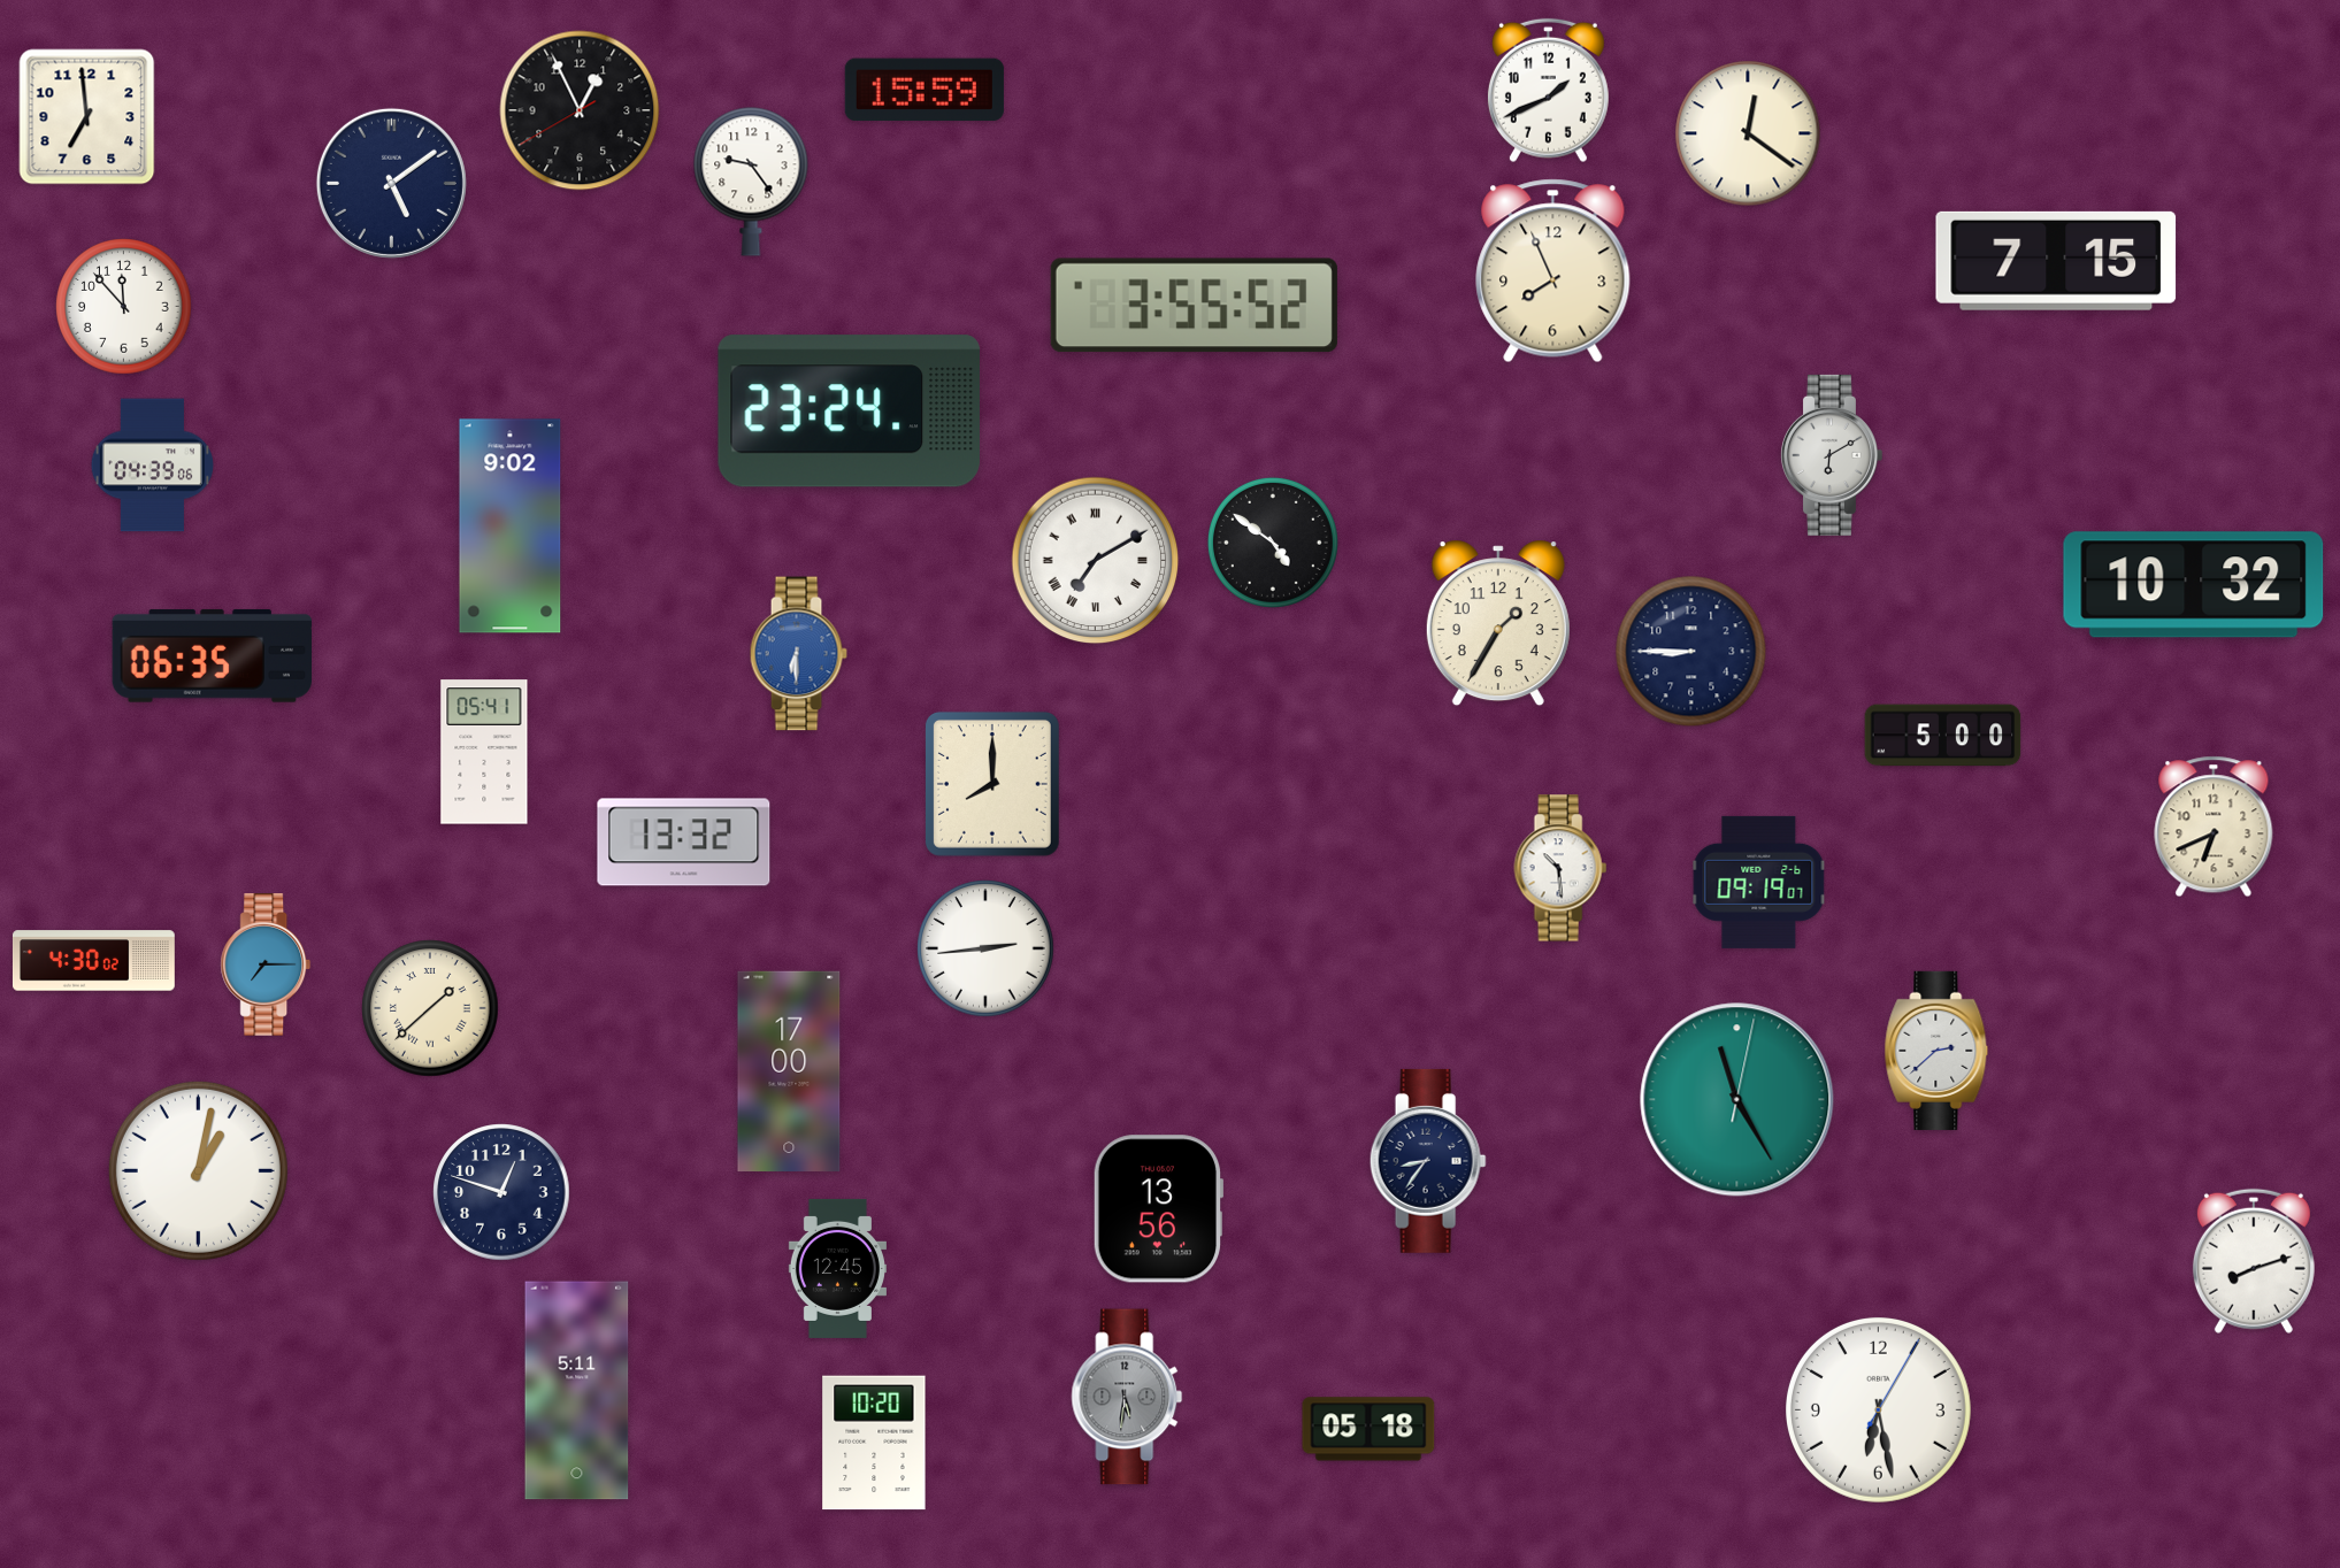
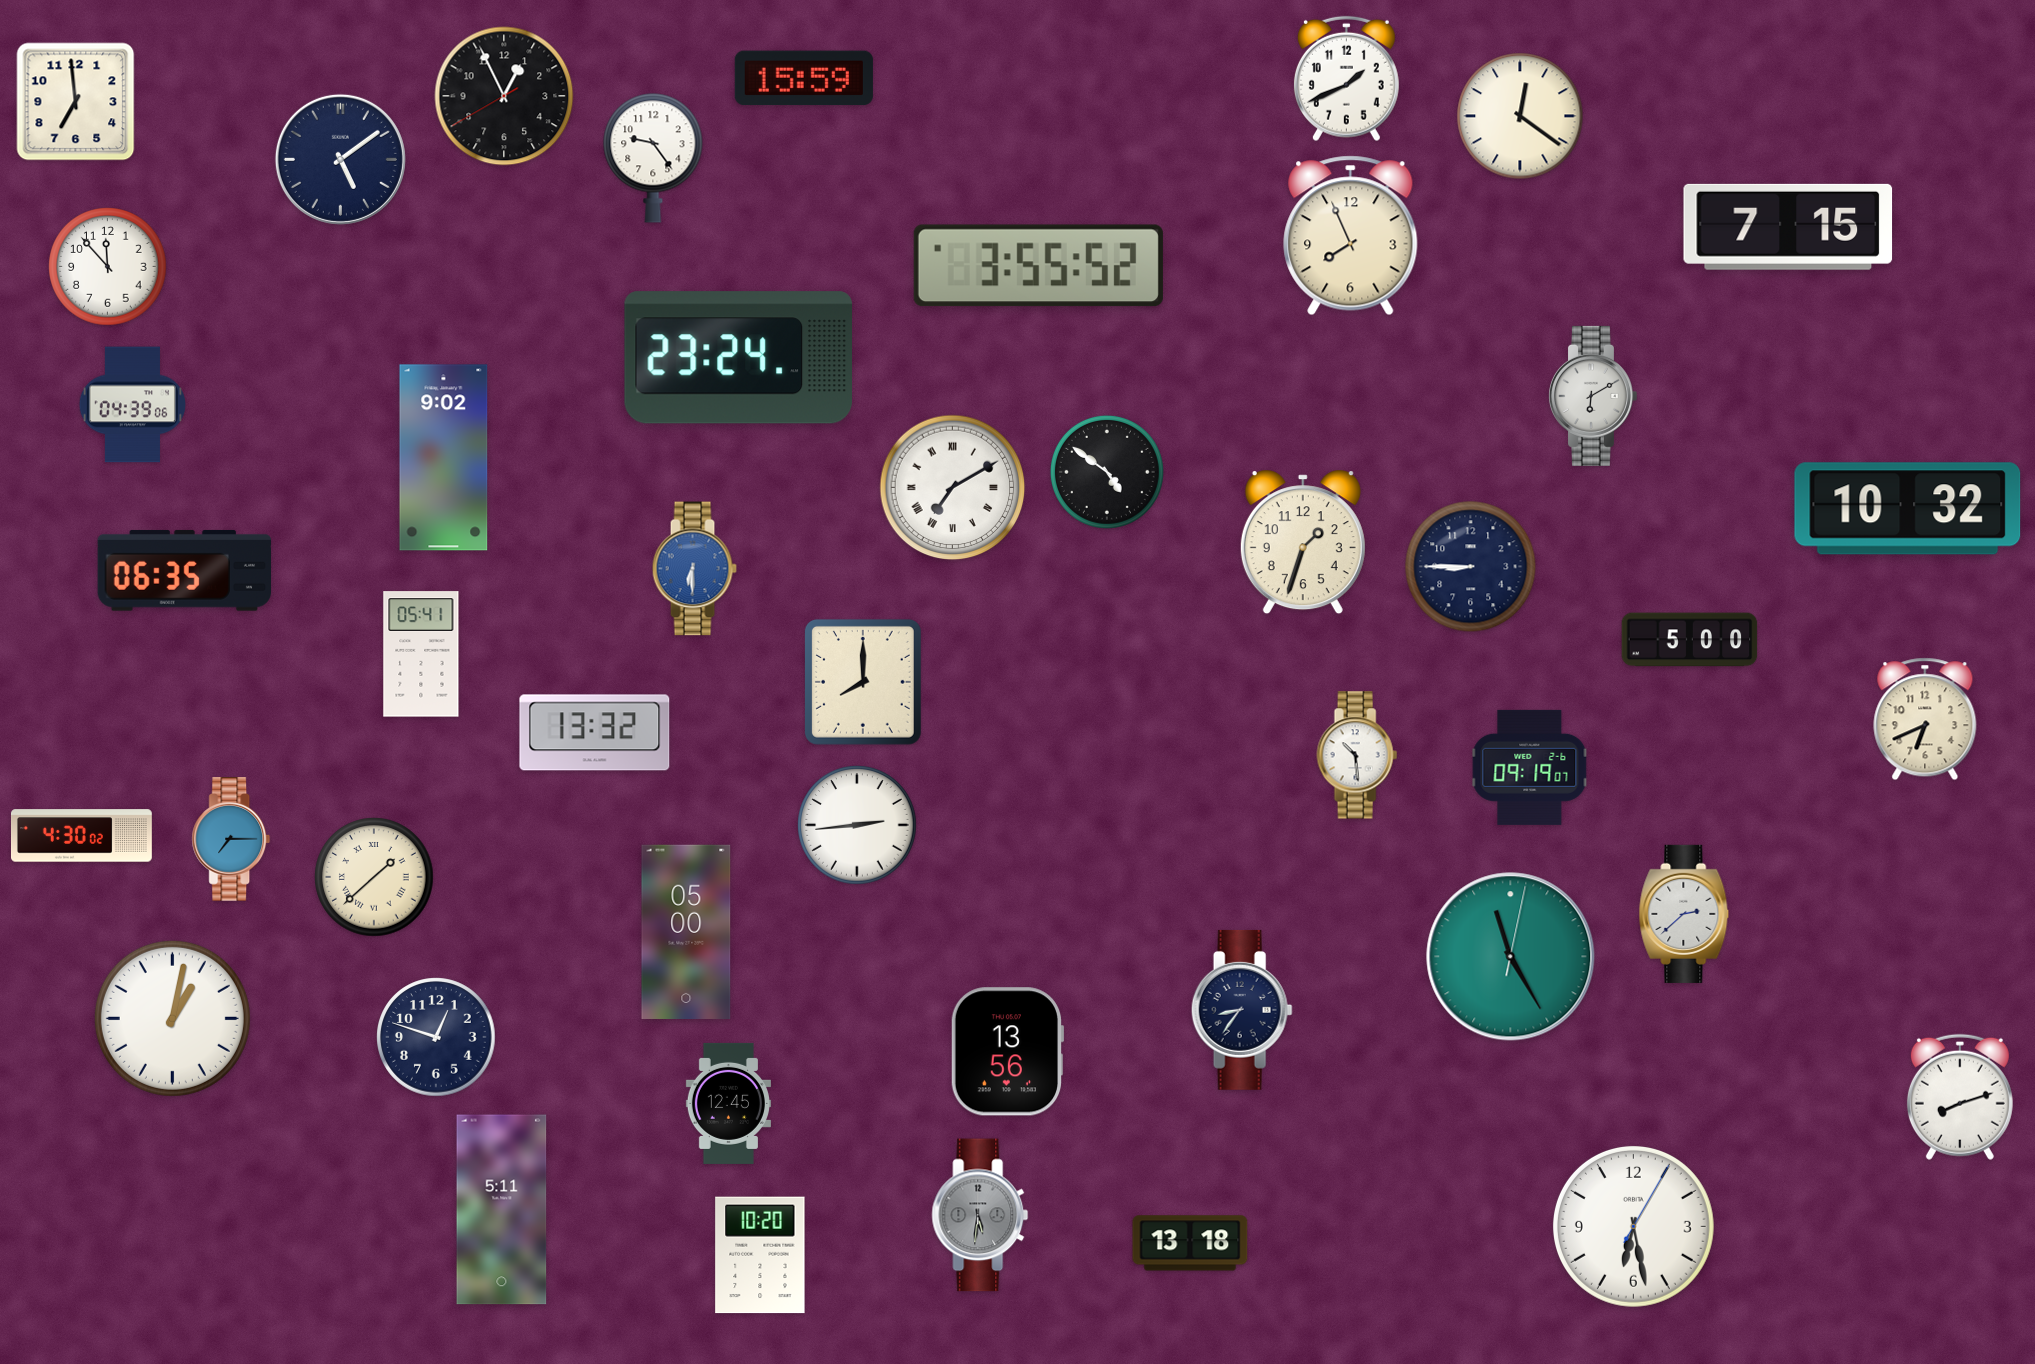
clock at (1498, 623): 1:35 -> 1:33
clock at (789, 1070): 17:00 -> 05:00
clock at (1368, 1429): 05:18 -> 13:18
